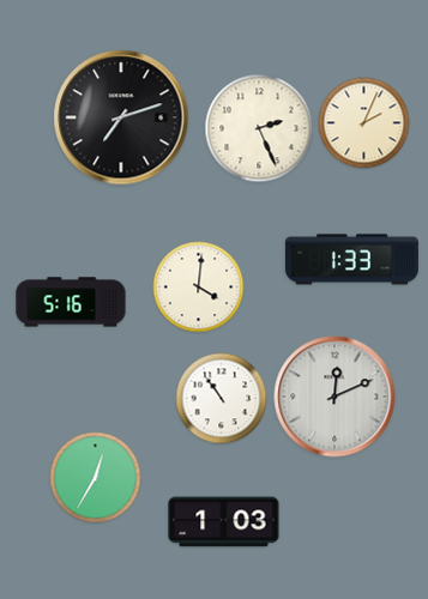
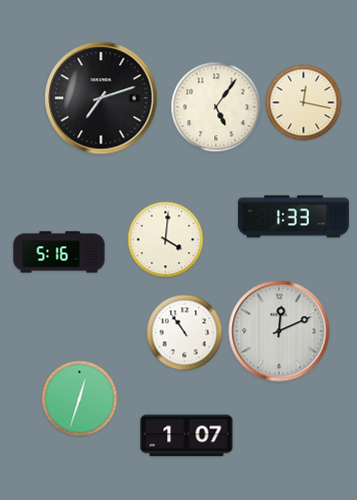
clock at (364, 123): 2:04 -> 12:17
clock at (259, 128): 2:26 -> 5:06
clock at (96, 478): 12:35 -> 12:33
clock at (224, 522): 1:03 -> 1:07
